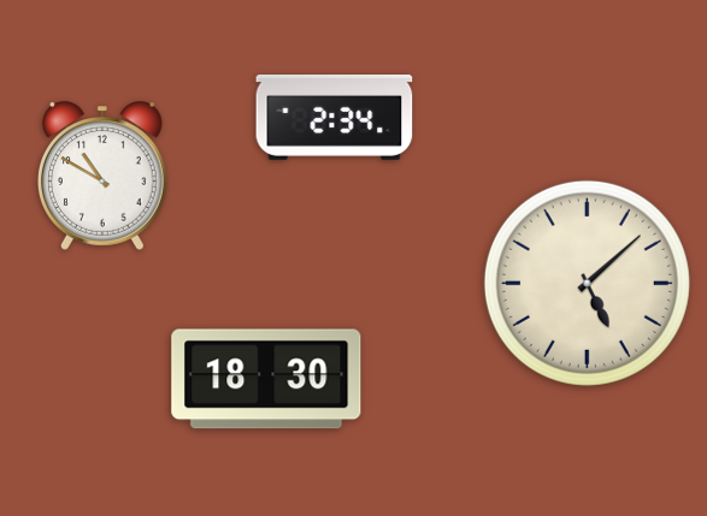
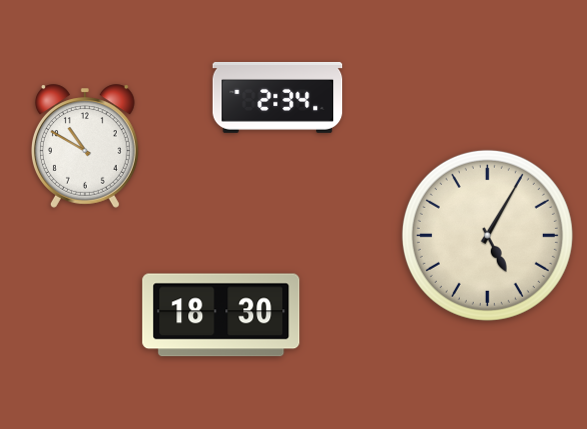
clock at (587, 283): 5:08 -> 5:05
